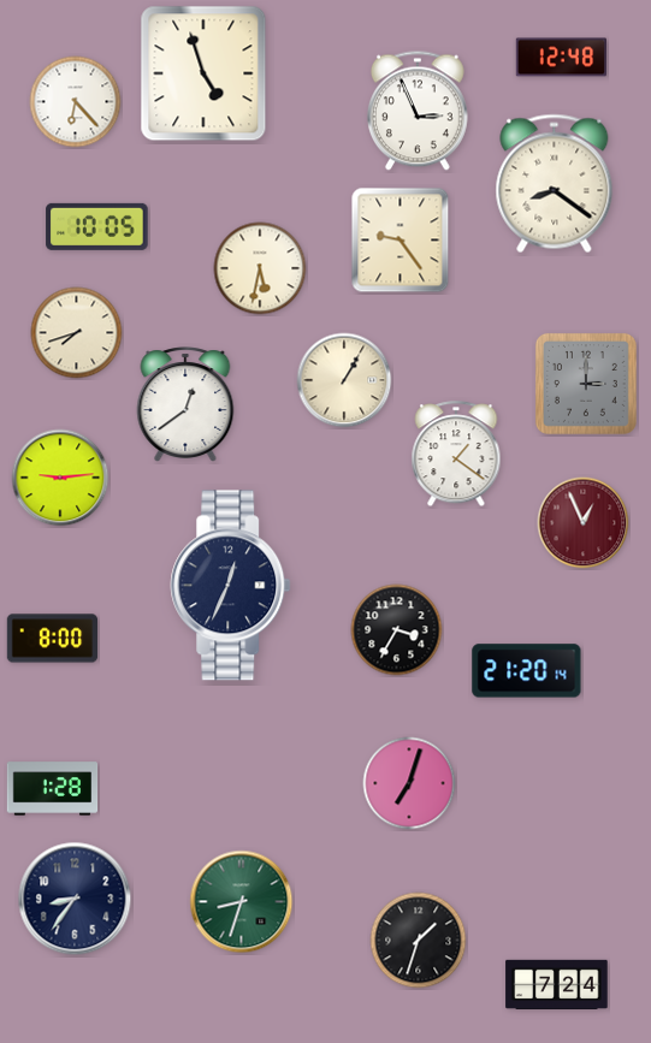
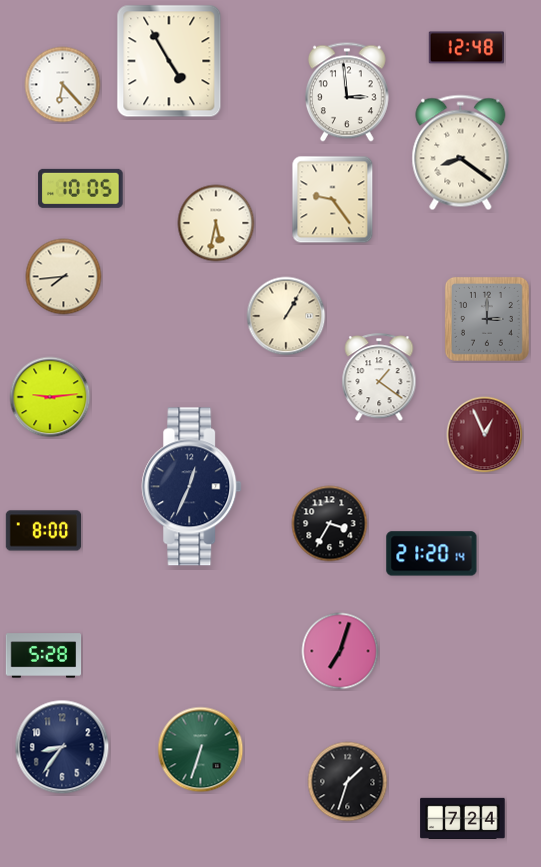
clock at (203, 73): 4:57 -> 4:55
clock at (418, 111): 2:56 -> 2:59
clock at (77, 333): 7:42 -> 7:44
clock at (185, 404): 12:39 -> none
clock at (527, 671) position: (527, 671) -> (432, 554)
clock at (53, 789): 1:28 -> 5:28
clock at (242, 902): 8:33 -> 6:33
